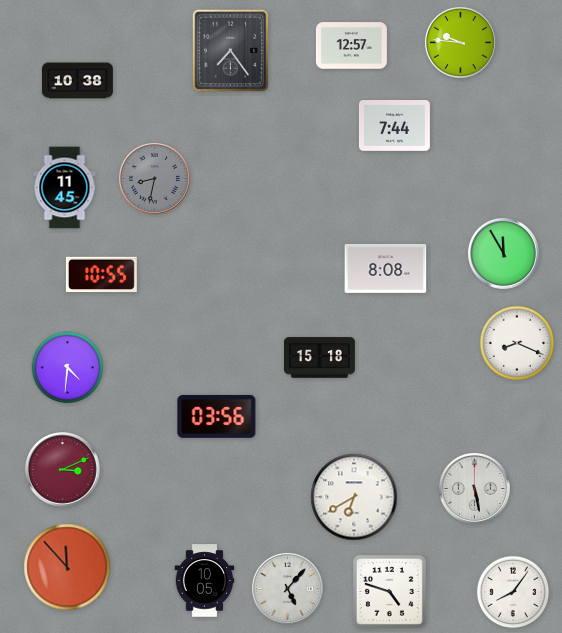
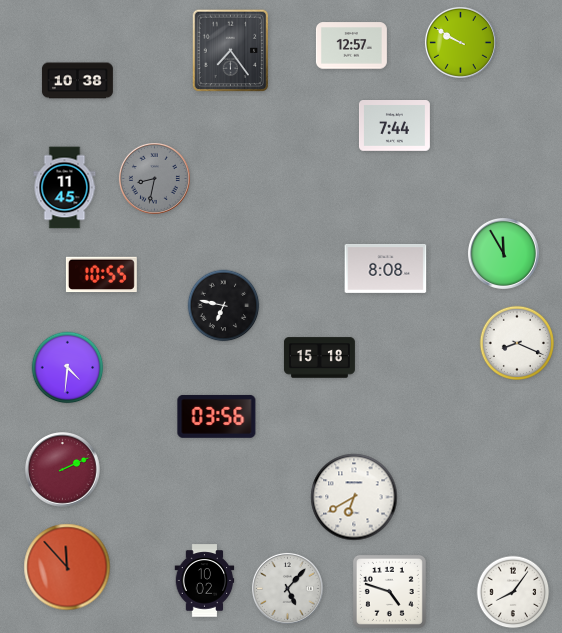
clock at (460, 42): 9:46 -> 9:50
clock at (224, 306): none -> 6:47
clock at (63, 470): 3:11 -> 2:11
clock at (474, 488): 5:28 -> none
clock at (205, 581): 10:05 -> 10:02
